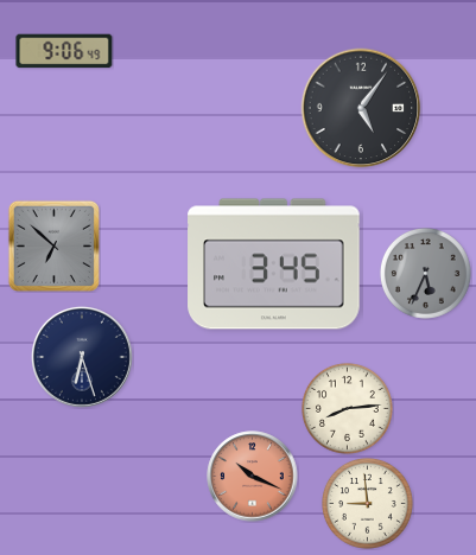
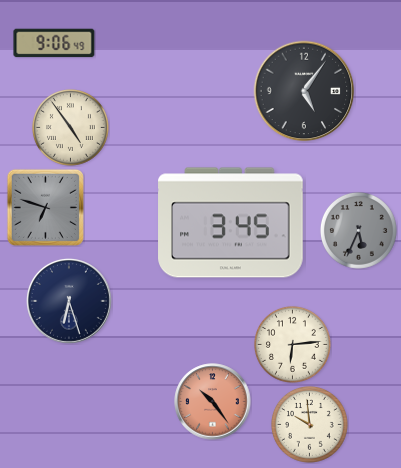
clock at (70, 127): none -> 4:54
clock at (53, 245): 6:52 -> 6:48
clock at (347, 408): 8:14 -> 6:14
clock at (253, 477): 10:19 -> 10:24
clock at (367, 503): 8:59 -> 9:59
